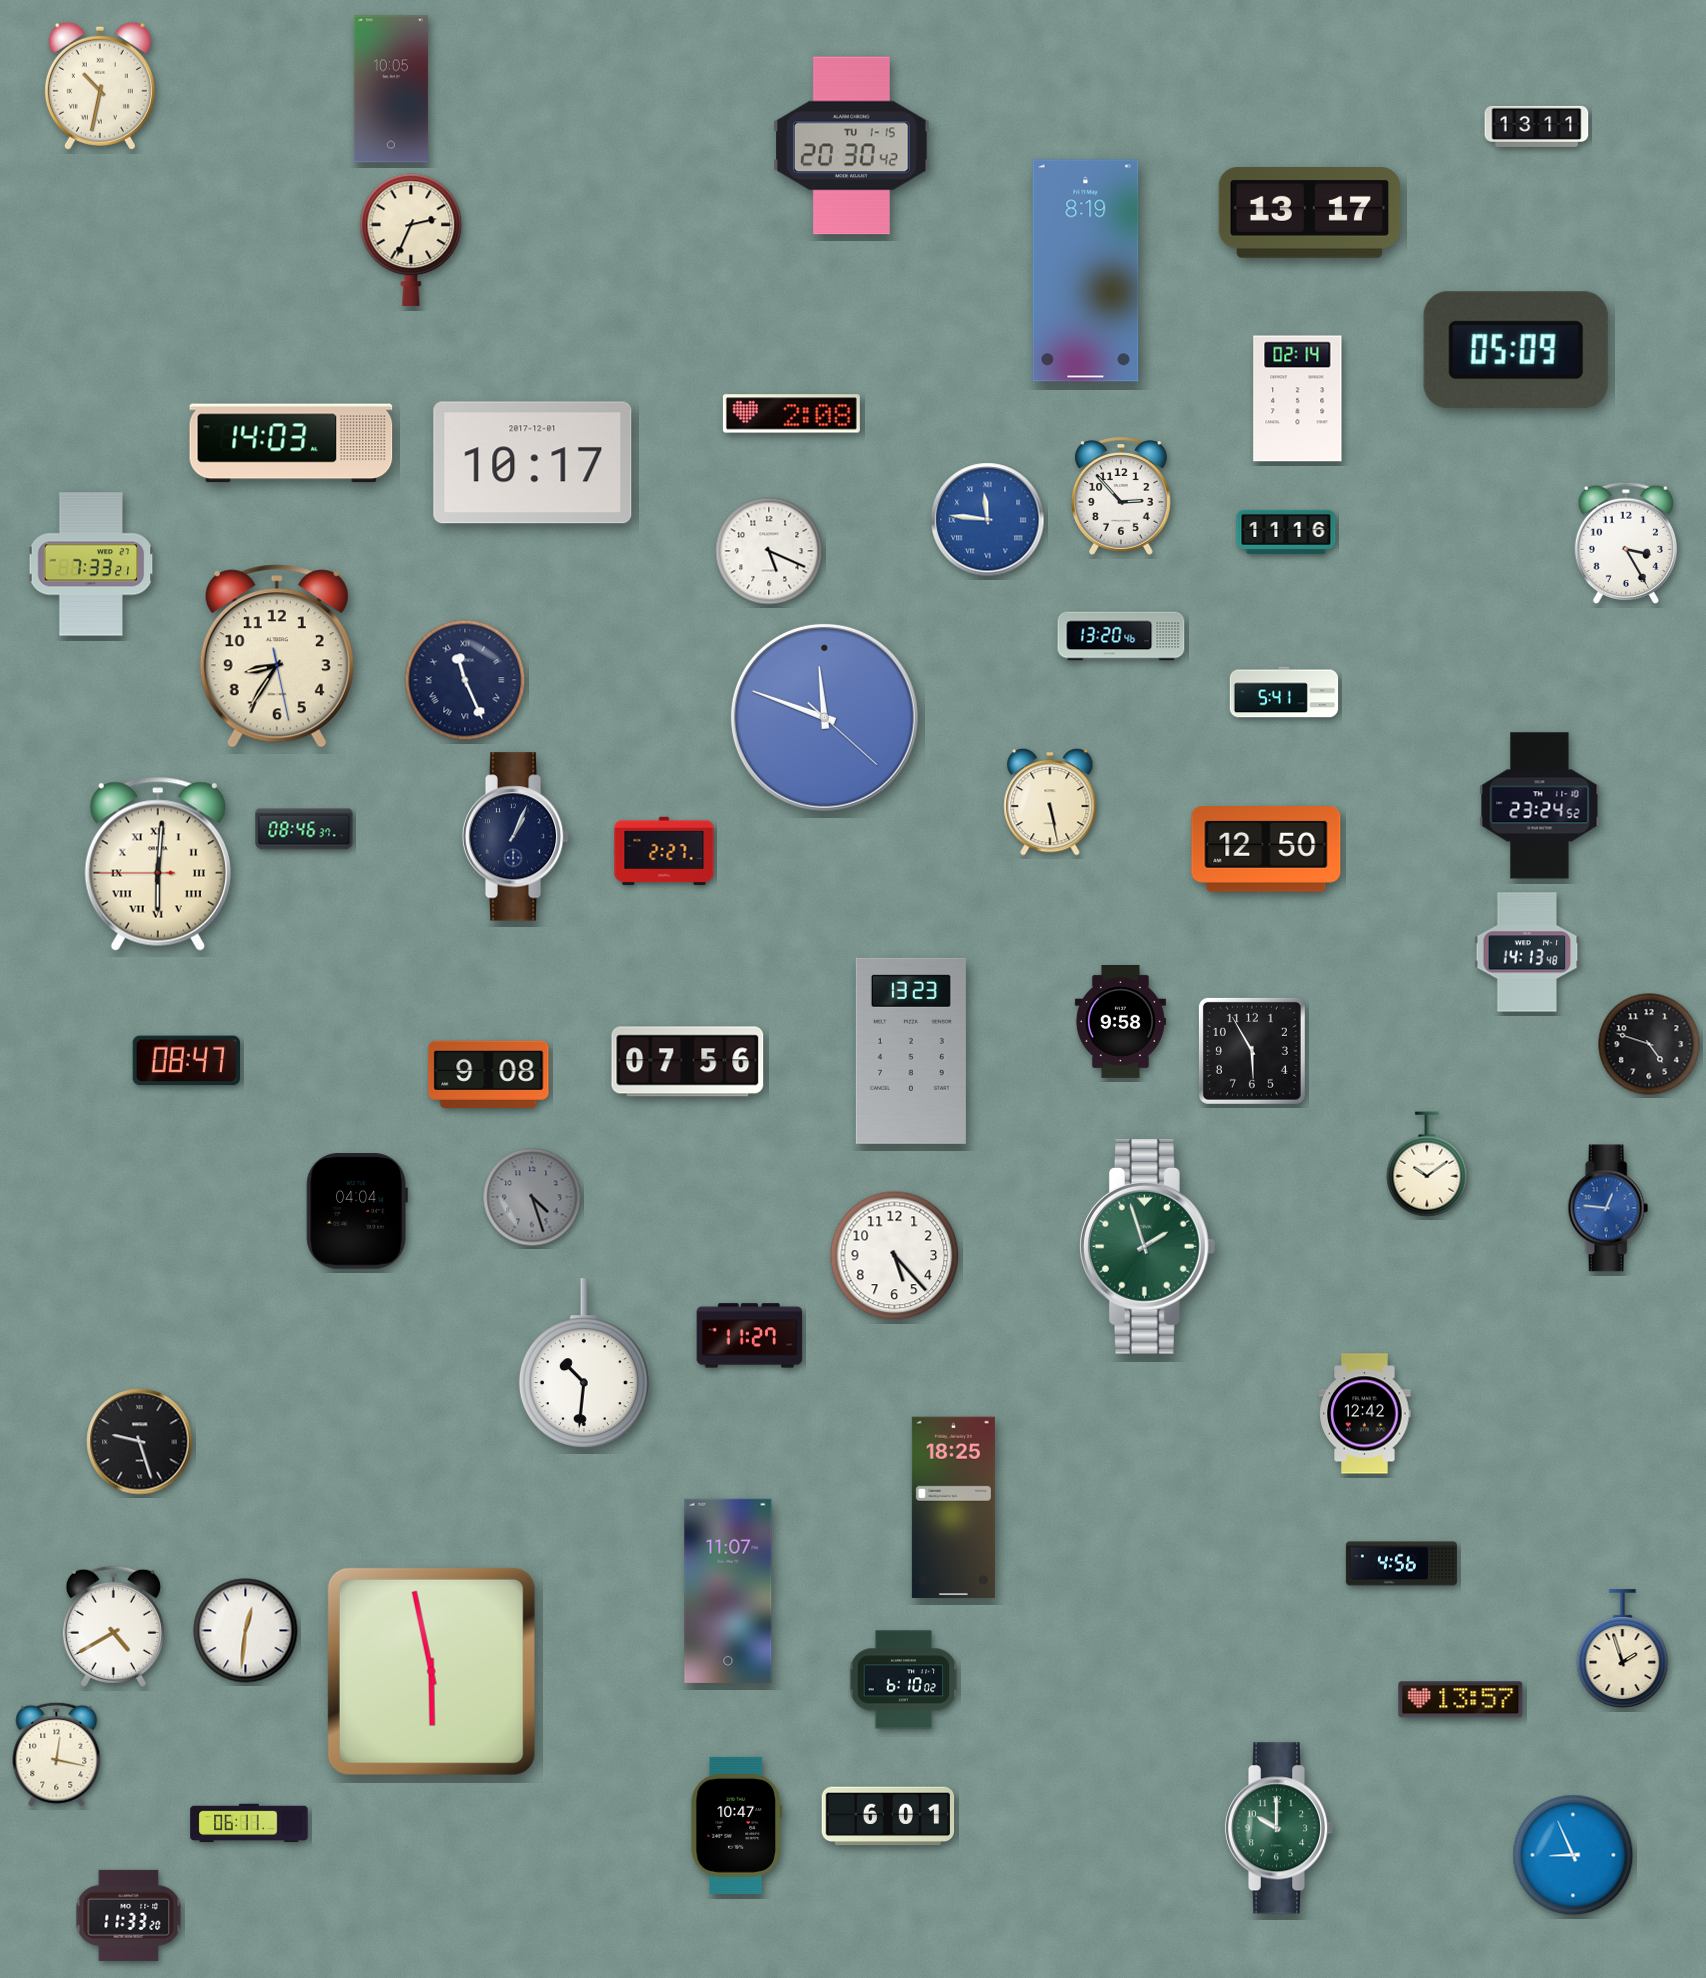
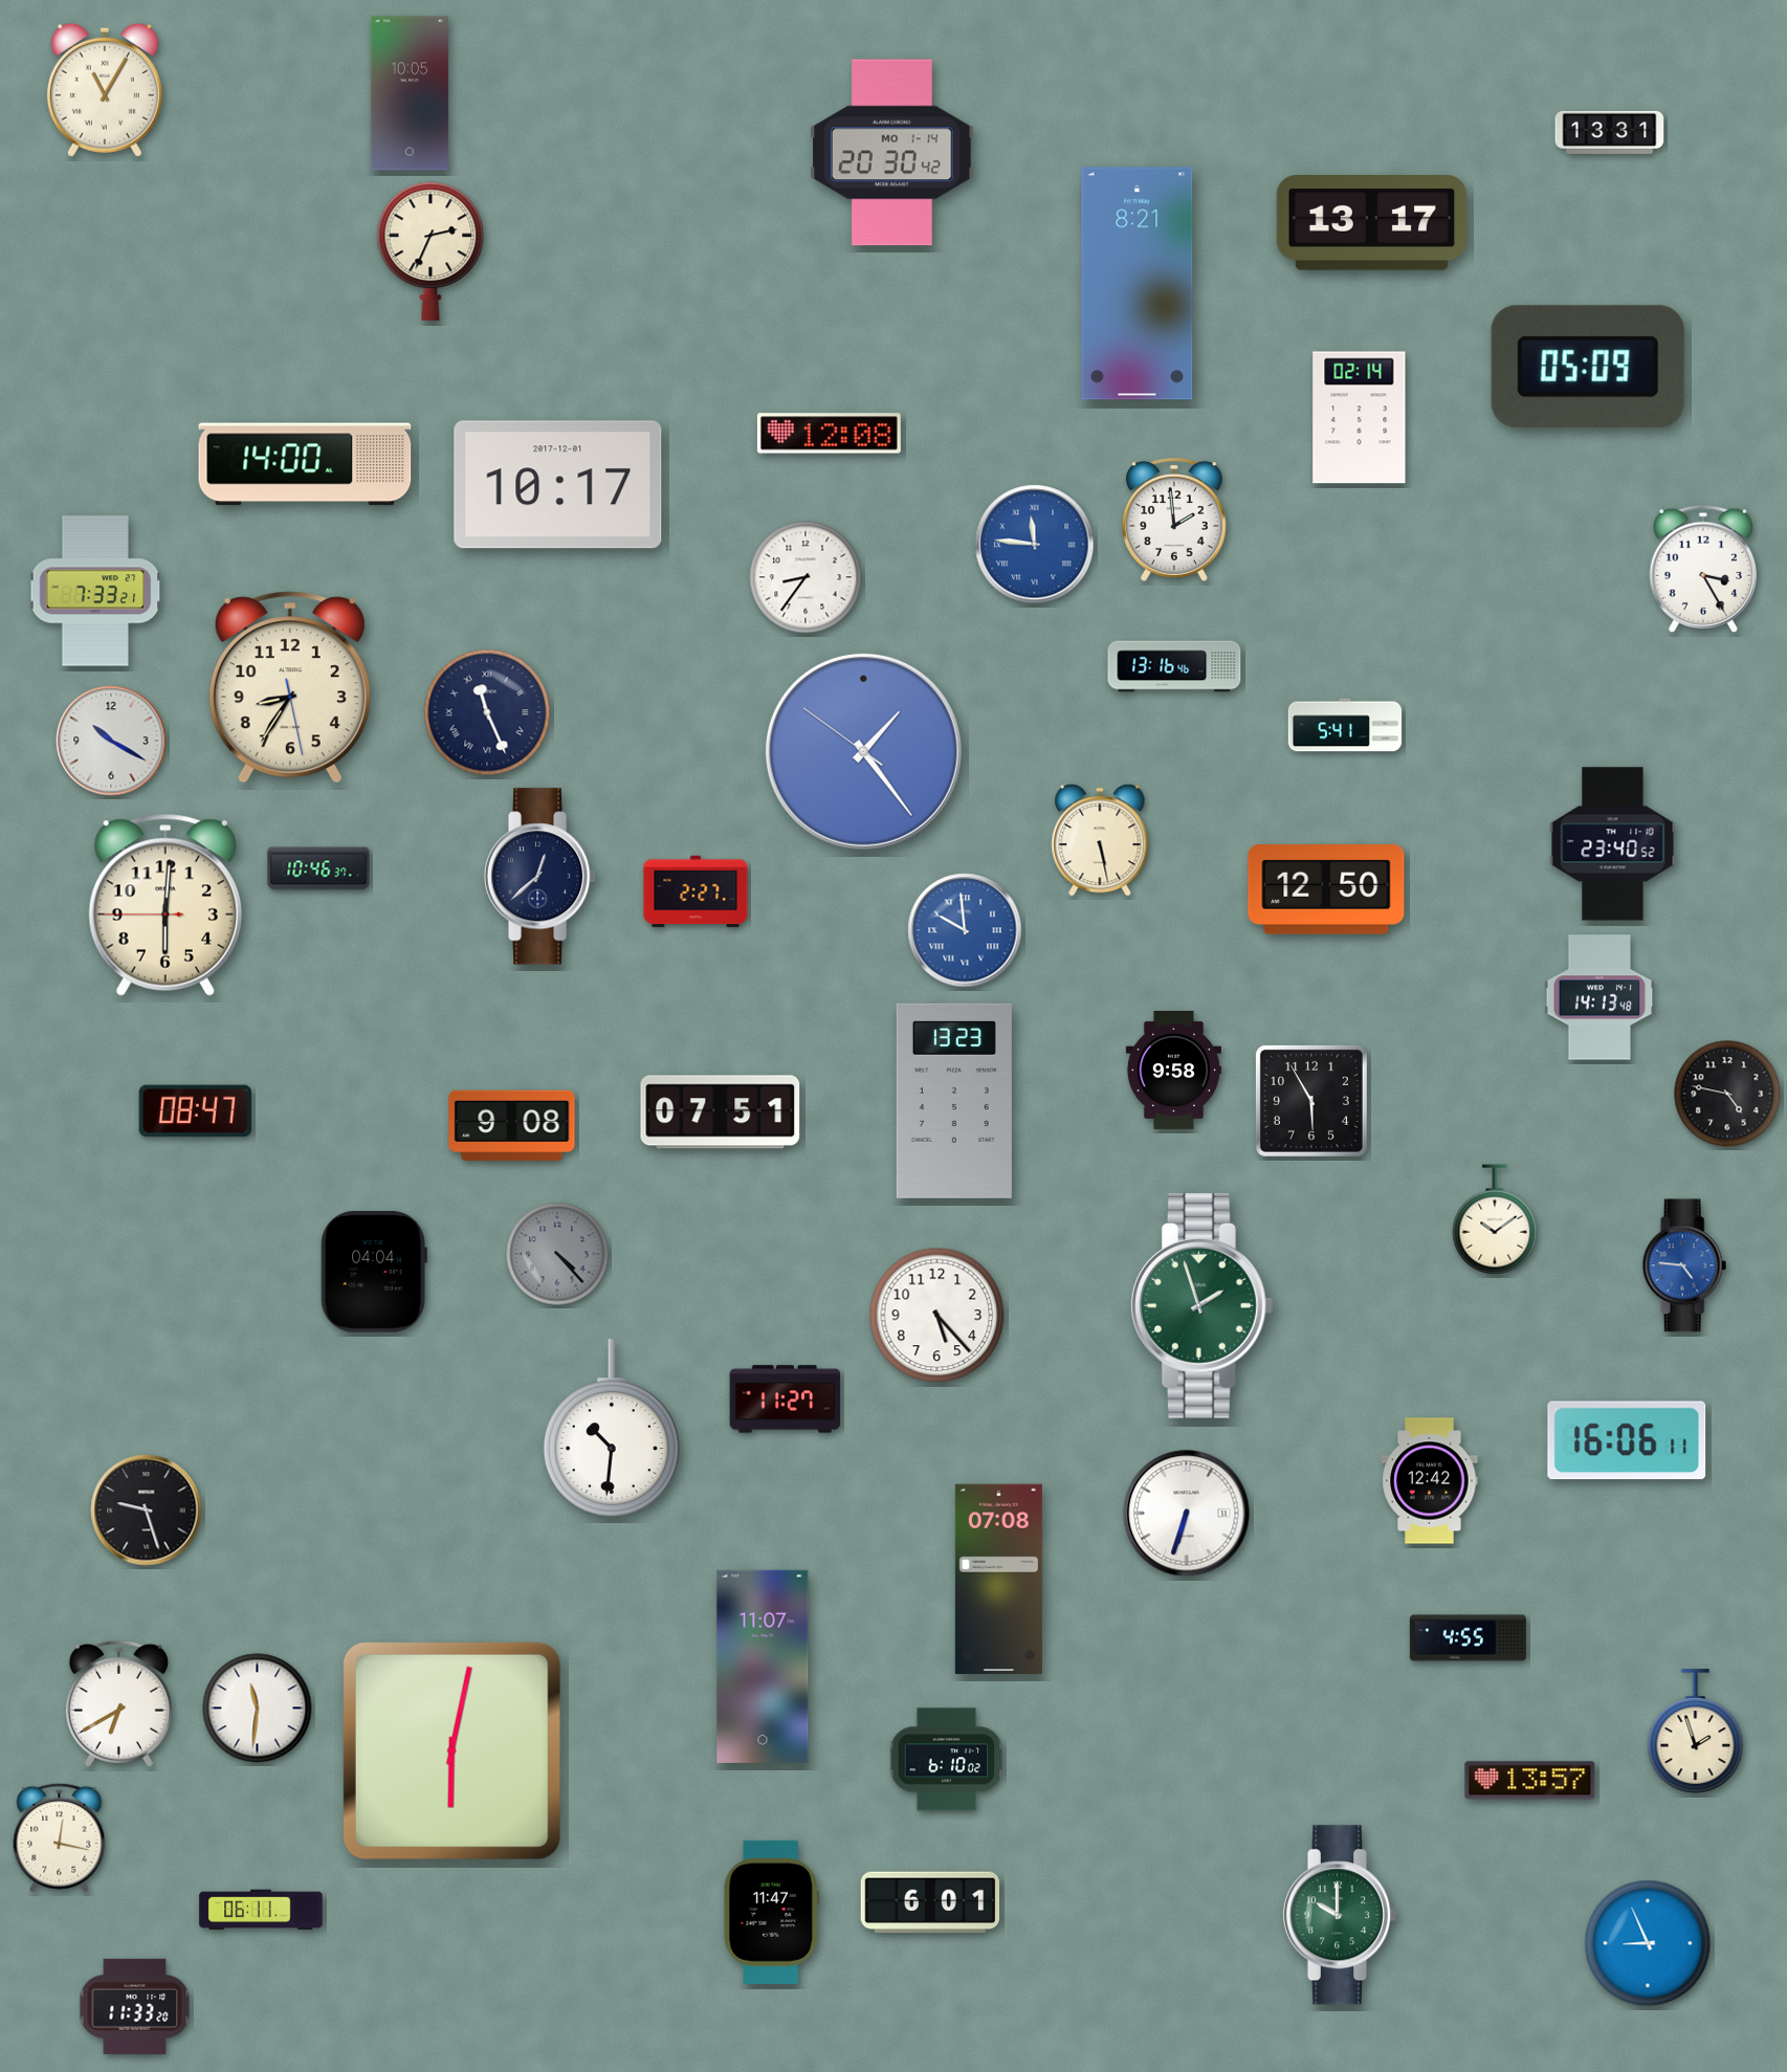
clock at (100, 86): 10:32 -> 11:05
clock at (1537, 126): 13:11 -> 13:31
clock at (852, 146) date: TU 1-15 -> MO 1-14
clock at (1086, 271): 8:19 -> 8:21
clock at (791, 414): 2:08 -> 12:08
clock at (291, 443): 14:03 -> 14:00
clock at (1121, 496): 2:53 -> 1:59
clock at (1286, 532): 11:16 -> none
clock at (769, 551): 5:19 -> 8:36
clock at (1121, 636): 13:20 -> 13:16
clock at (111, 741): none -> 10:20
clock at (824, 717): 11:48 -> 1:23
clock at (1540, 806): 23:24 -> 23:40
clock at (304, 829): 08:46 -> 10:46
clock at (516, 837): 1:04 -> 12:38
clock at (158, 864) numerals: Roman -> Arabic
clock at (965, 930): none -> 9:59
clock at (1649, 1044): 4:48 -> 4:47
clock at (688, 1062): 07:56 -> 07:51
clock at (532, 1197): 4:27 -> 4:23
clock at (1608, 1208): 12:46 -> 4:46
clock at (357, 1211) position: (357, 1211) -> (374, 1272)
clock at (1627, 1440): none -> 16:06
clock at (1187, 1514): none -> 6:33
clock at (953, 1508): 18:25 -> 07:08
clock at (1401, 1564): 4:56 -> 4:55
clock at (113, 1626): 4:40 -> 6:40
clock at (246, 1631): 12:31 -> 11:31
clock at (1623, 1649) position: (1623, 1649) -> (1696, 1732)
clock at (431, 1671): 5:58 -> 6:02
clock at (736, 1825): 10:47 -> 11:47
